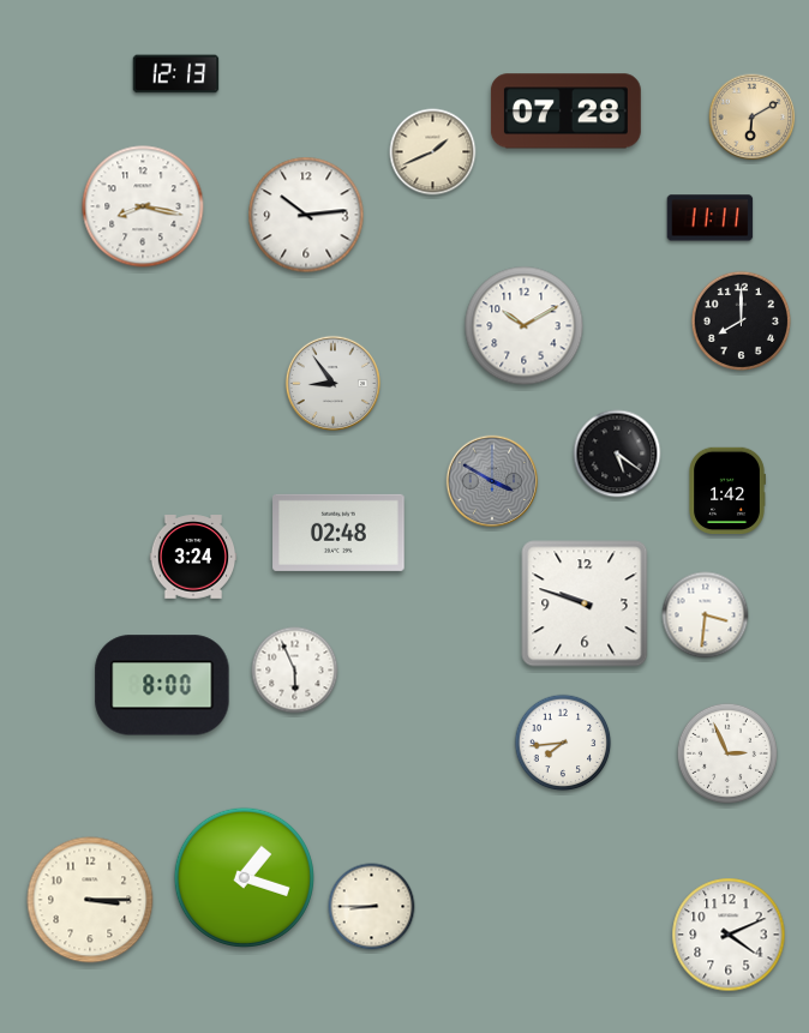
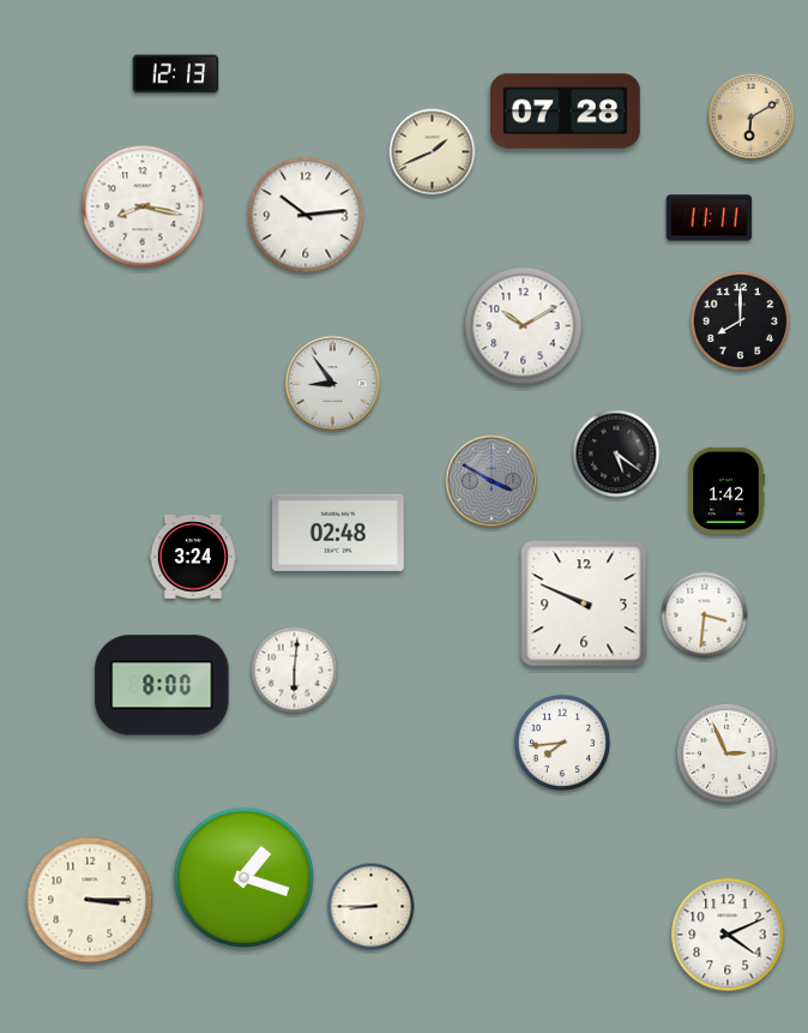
clock at (585, 603): 9:48 -> 9:49
clock at (295, 671): 5:56 -> 6:01
